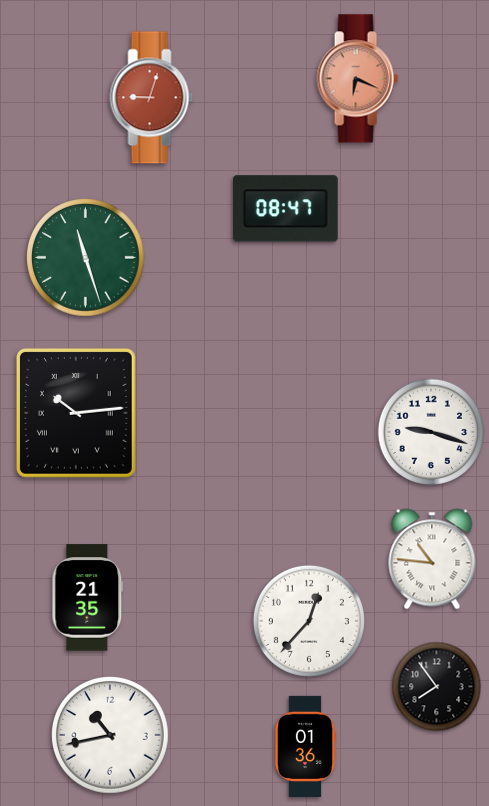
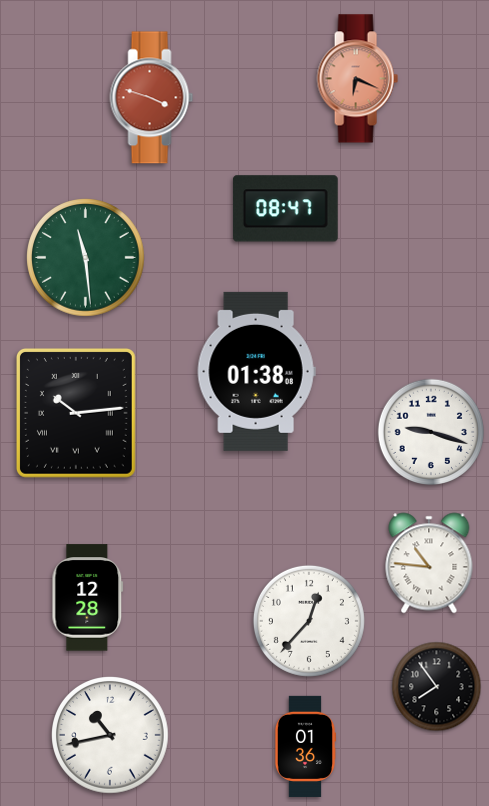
clock at (152, 98): 9:03 -> 3:48
clock at (86, 258): 11:27 -> 11:29
clock at (256, 371): none -> 01:38
clock at (432, 559) position: (432, 559) -> (429, 563)
clock at (88, 598): 21:35 -> 12:28
